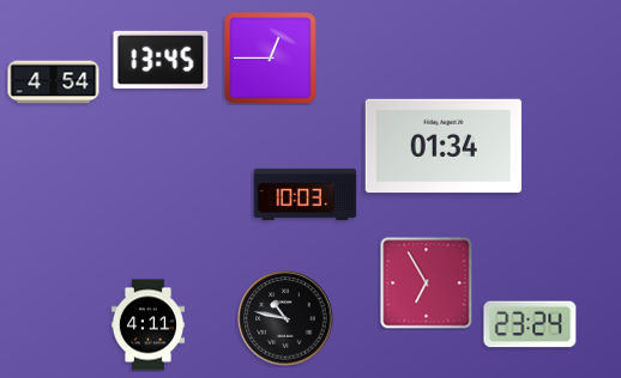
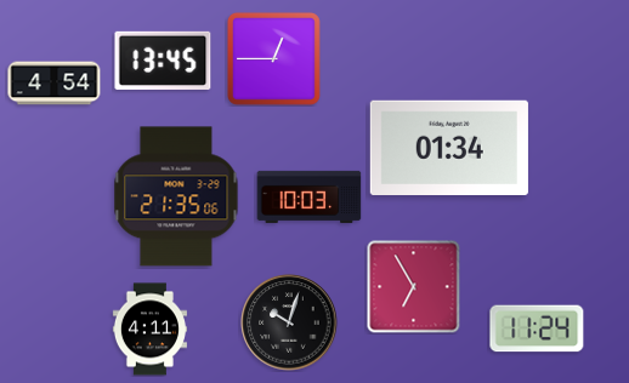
clock at (176, 196): none -> 21:35
clock at (427, 283) position: (427, 283) -> (414, 287)
clock at (285, 318): 10:47 -> 10:03
clock at (530, 324): 23:24 -> 11:24
